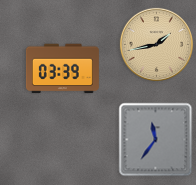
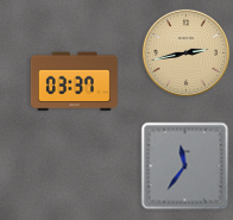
clock at (156, 44): 1:43 -> 2:43
clock at (62, 69): 03:39 -> 03:37
